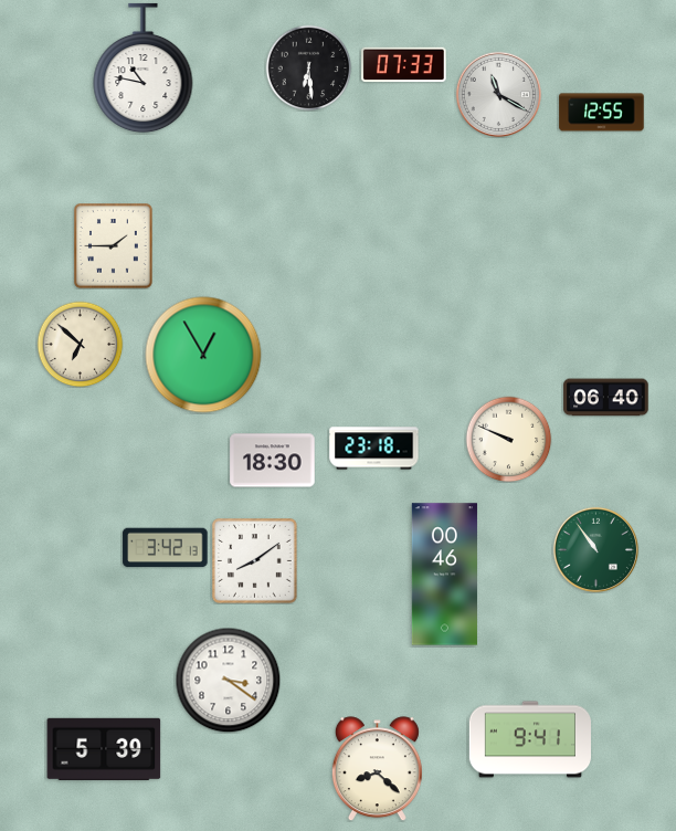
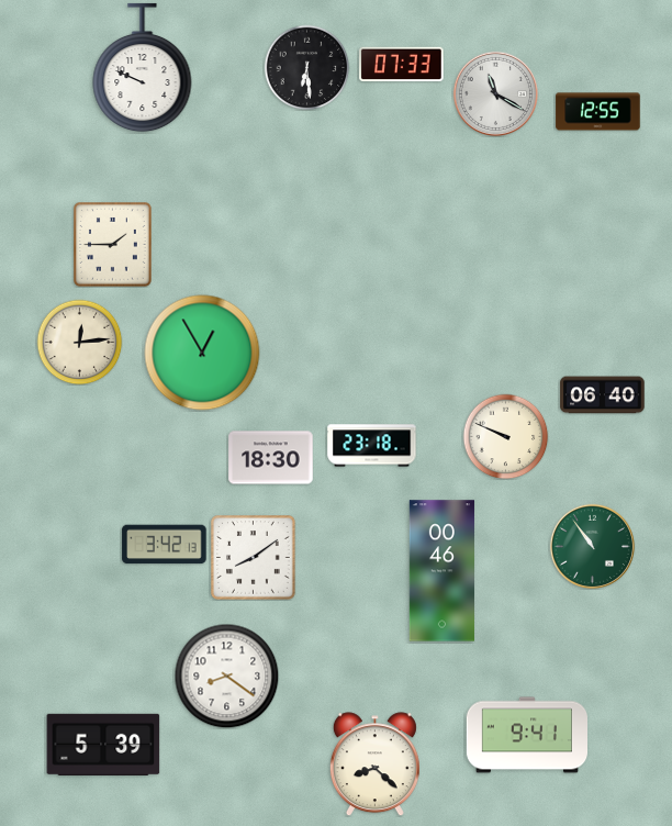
clock at (144, 69): 10:47 -> 9:49
clock at (80, 344): 6:52 -> 12:14
clock at (228, 680): 3:21 -> 8:21
